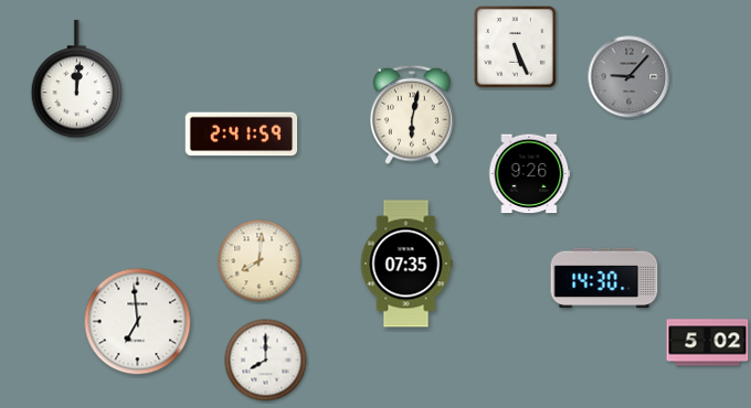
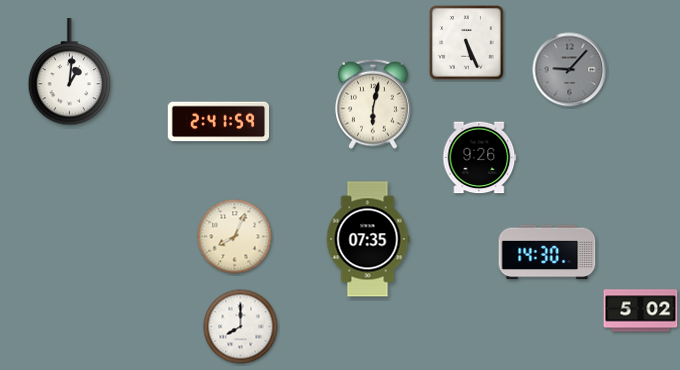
clock at (77, 80): 12:01 -> 1:01
clock at (260, 261): 8:01 -> 8:04
clock at (138, 322): 6:59 -> none
